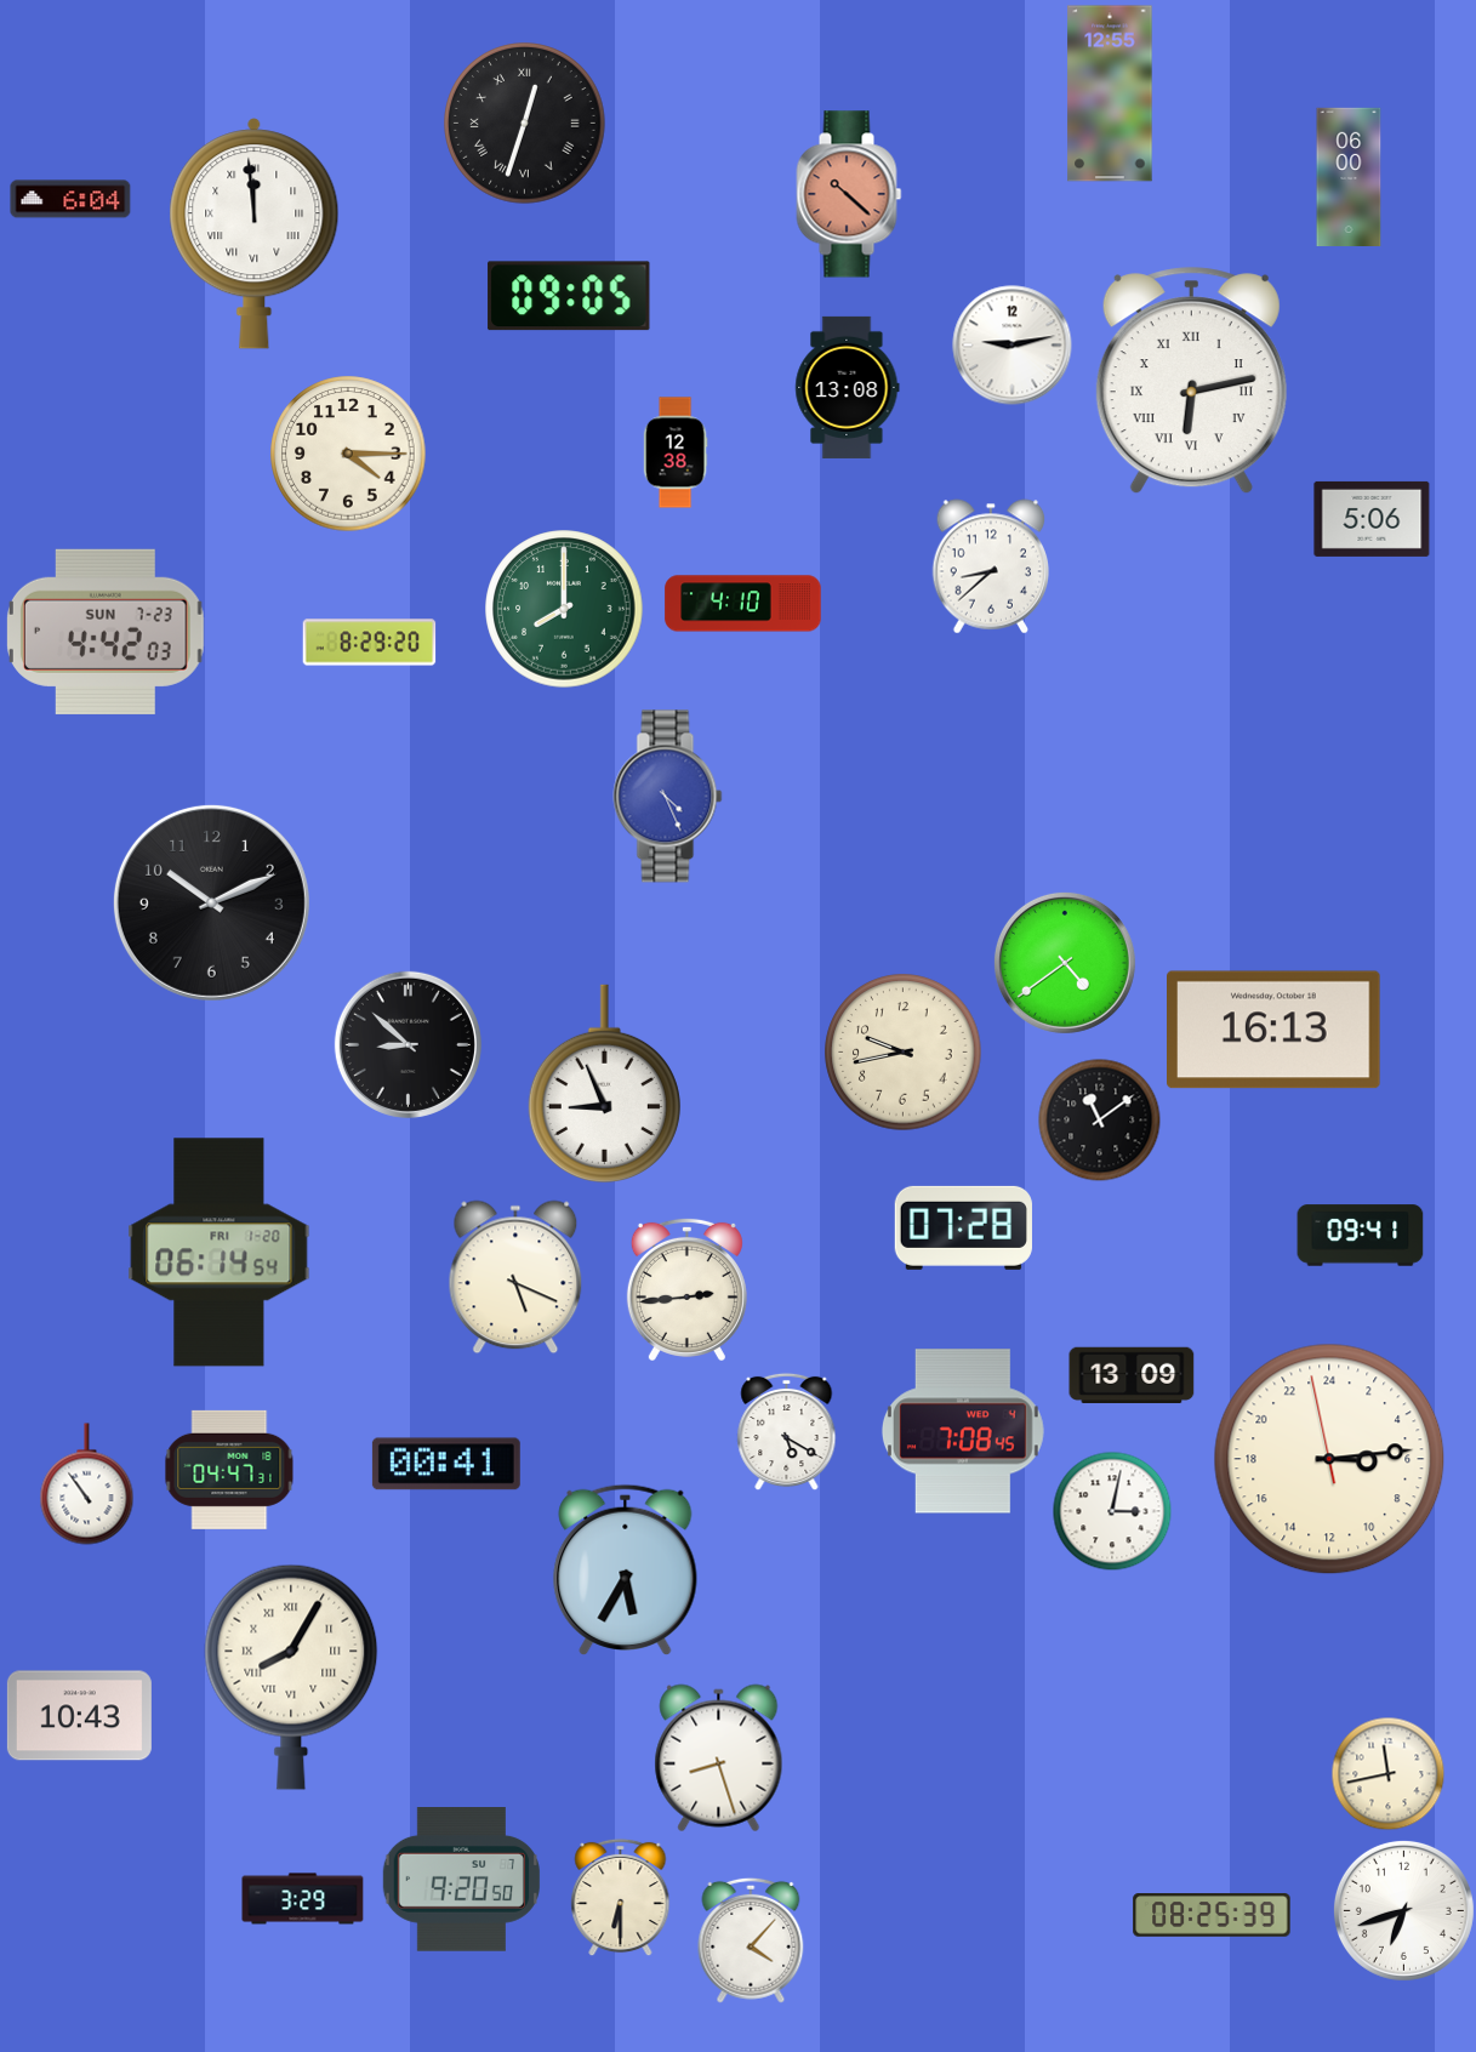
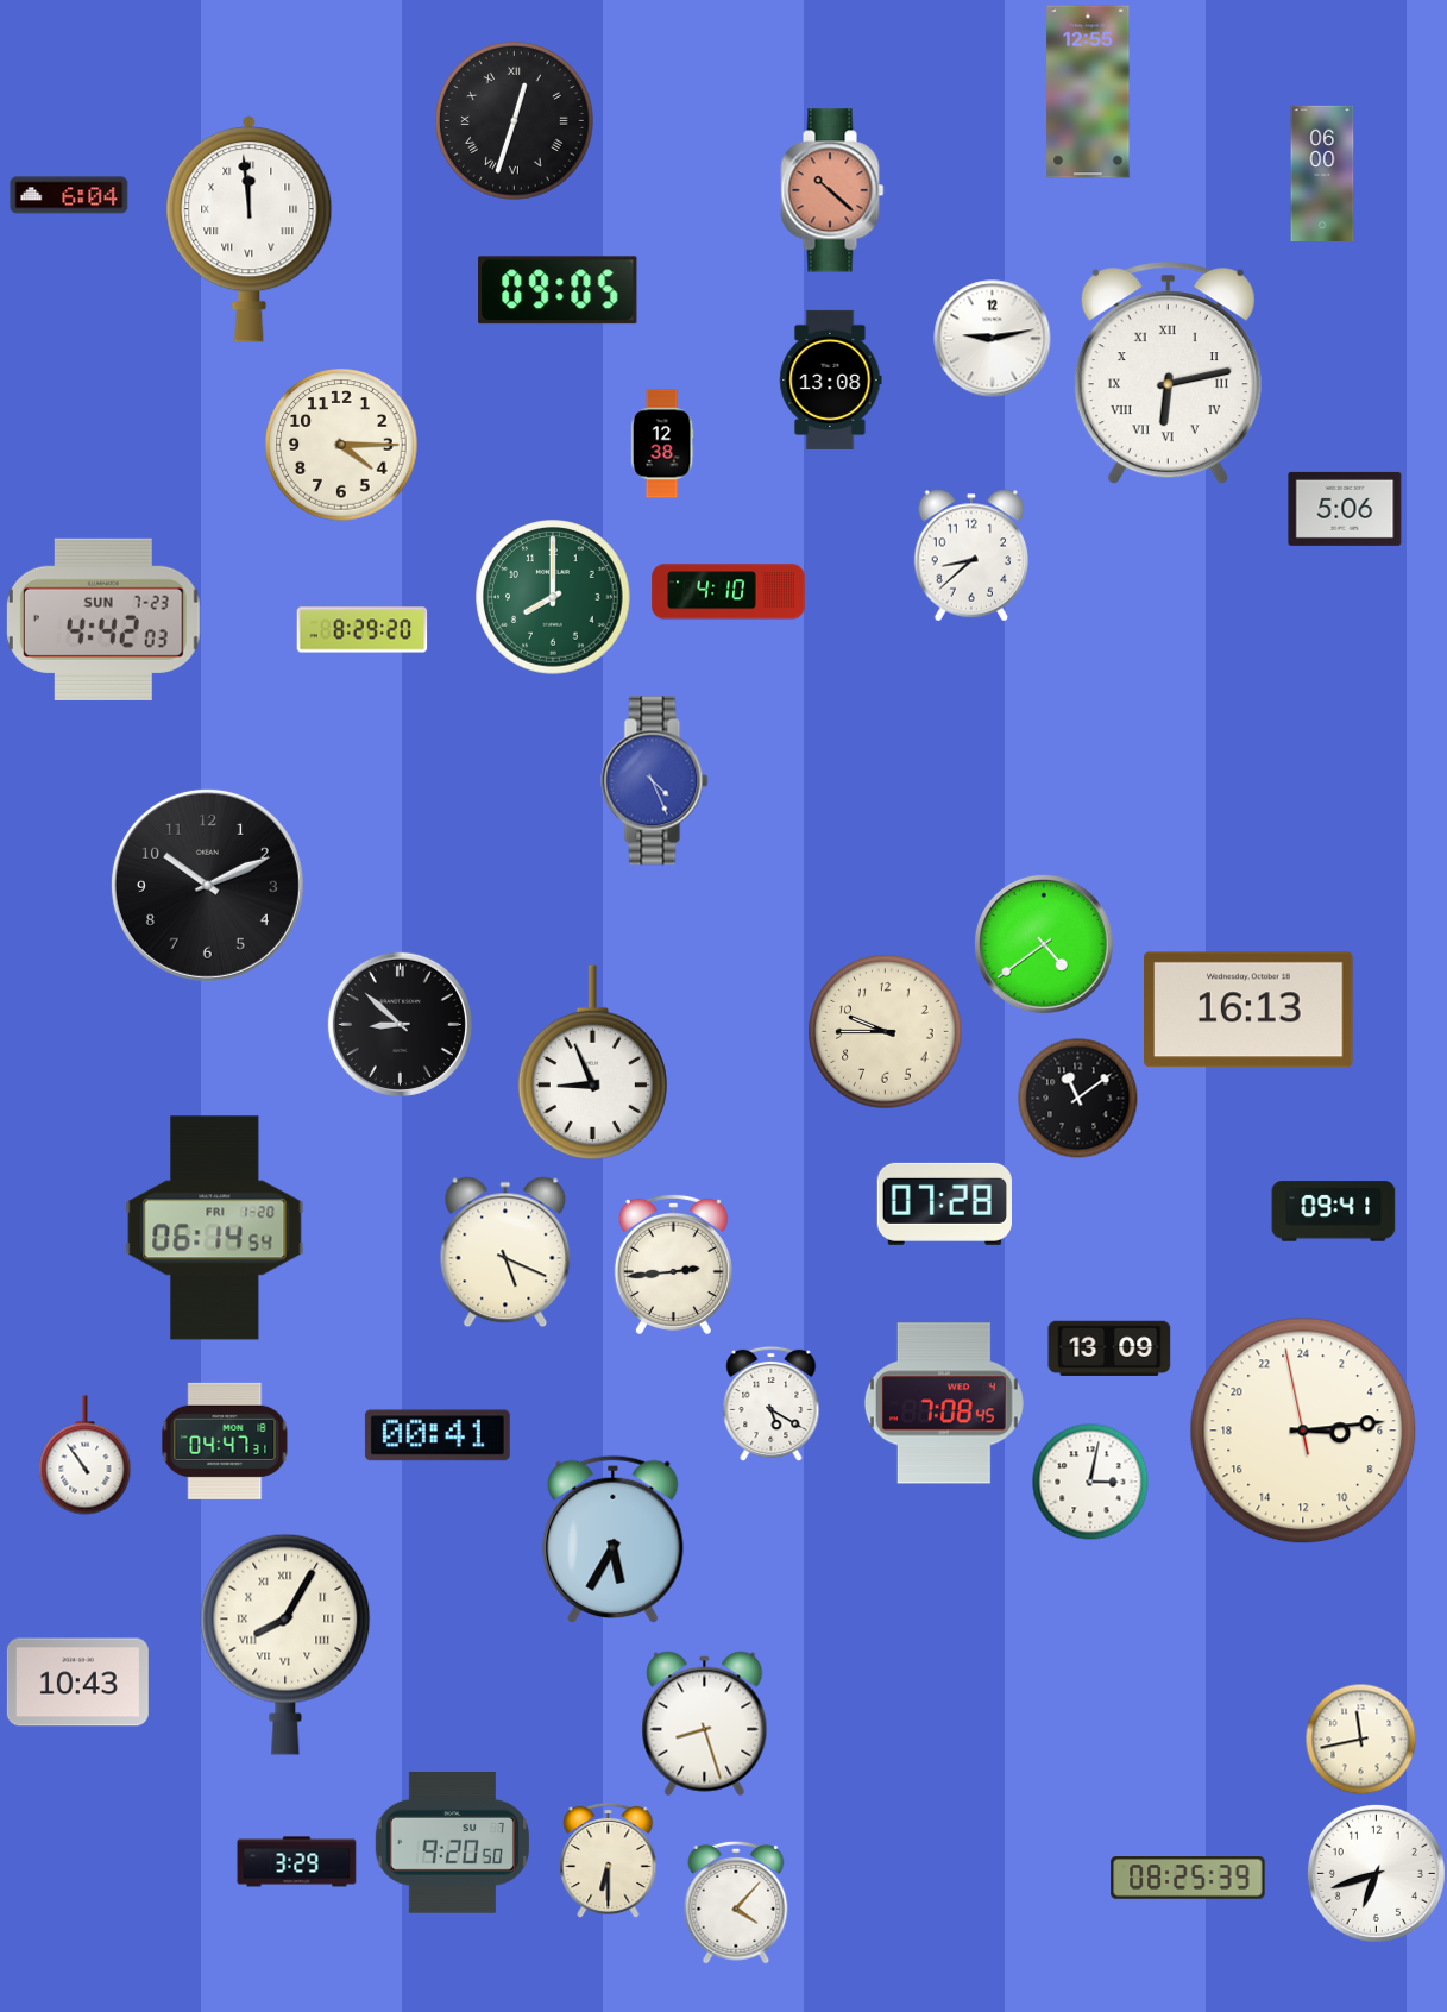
clock at (904, 1053): 9:43 -> 9:45
